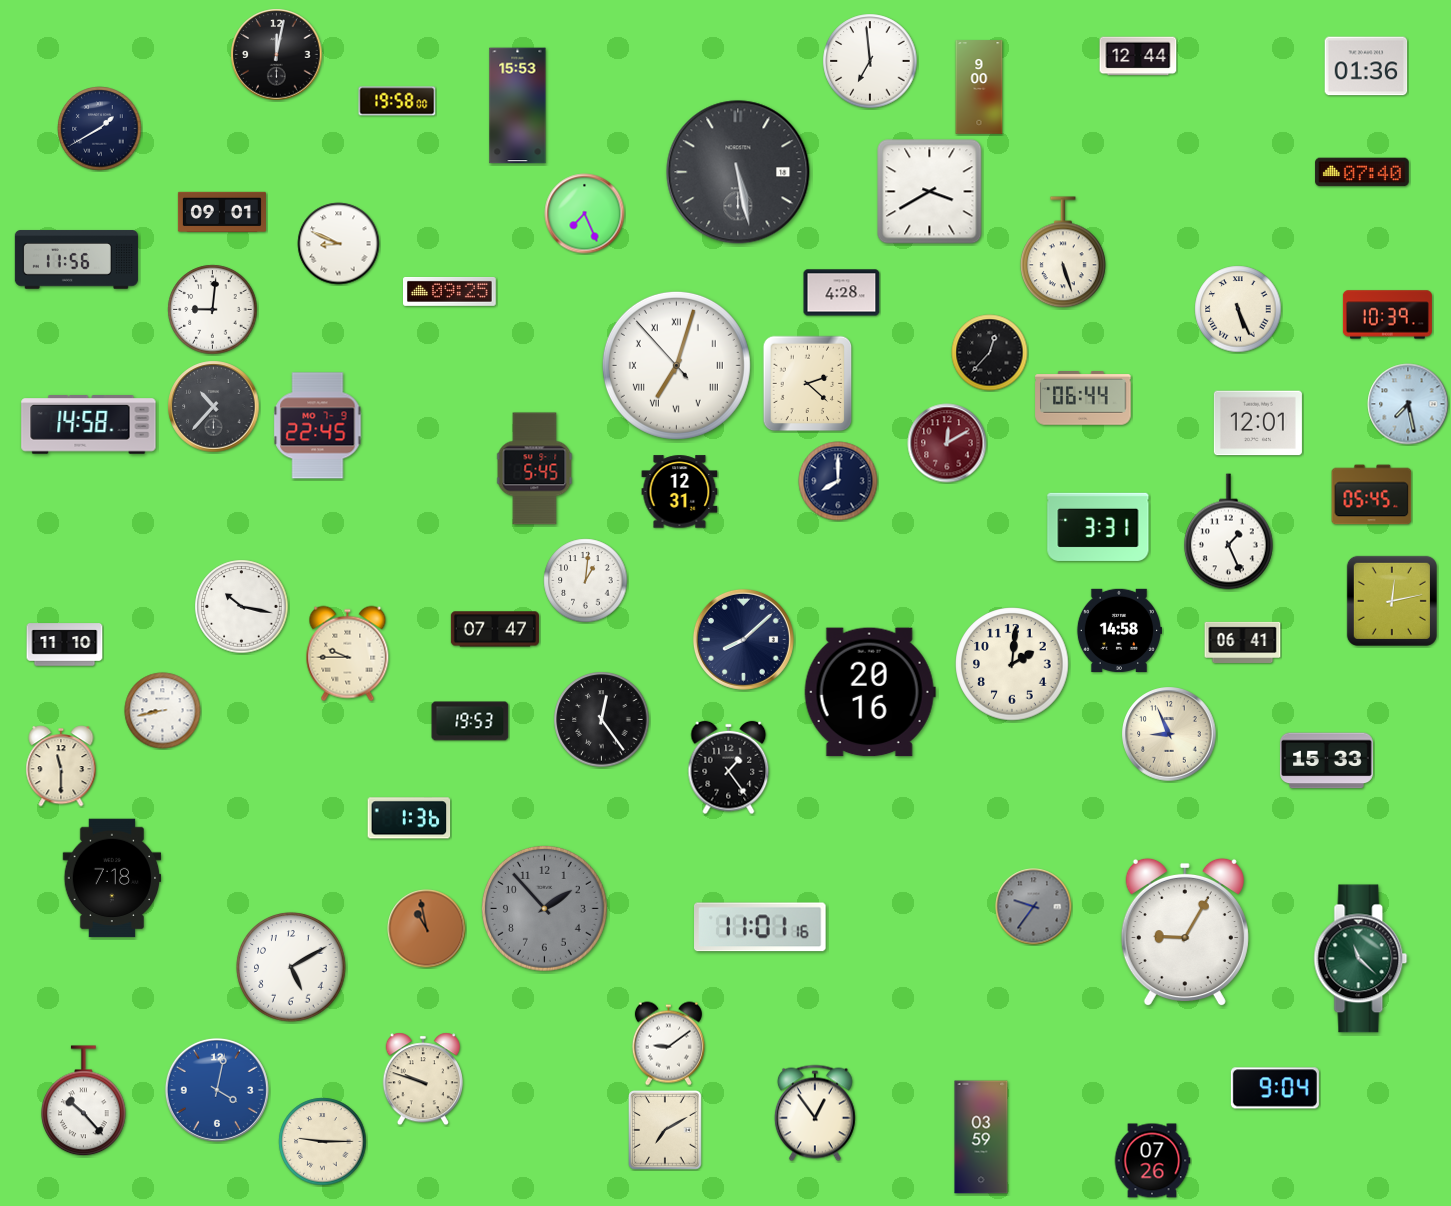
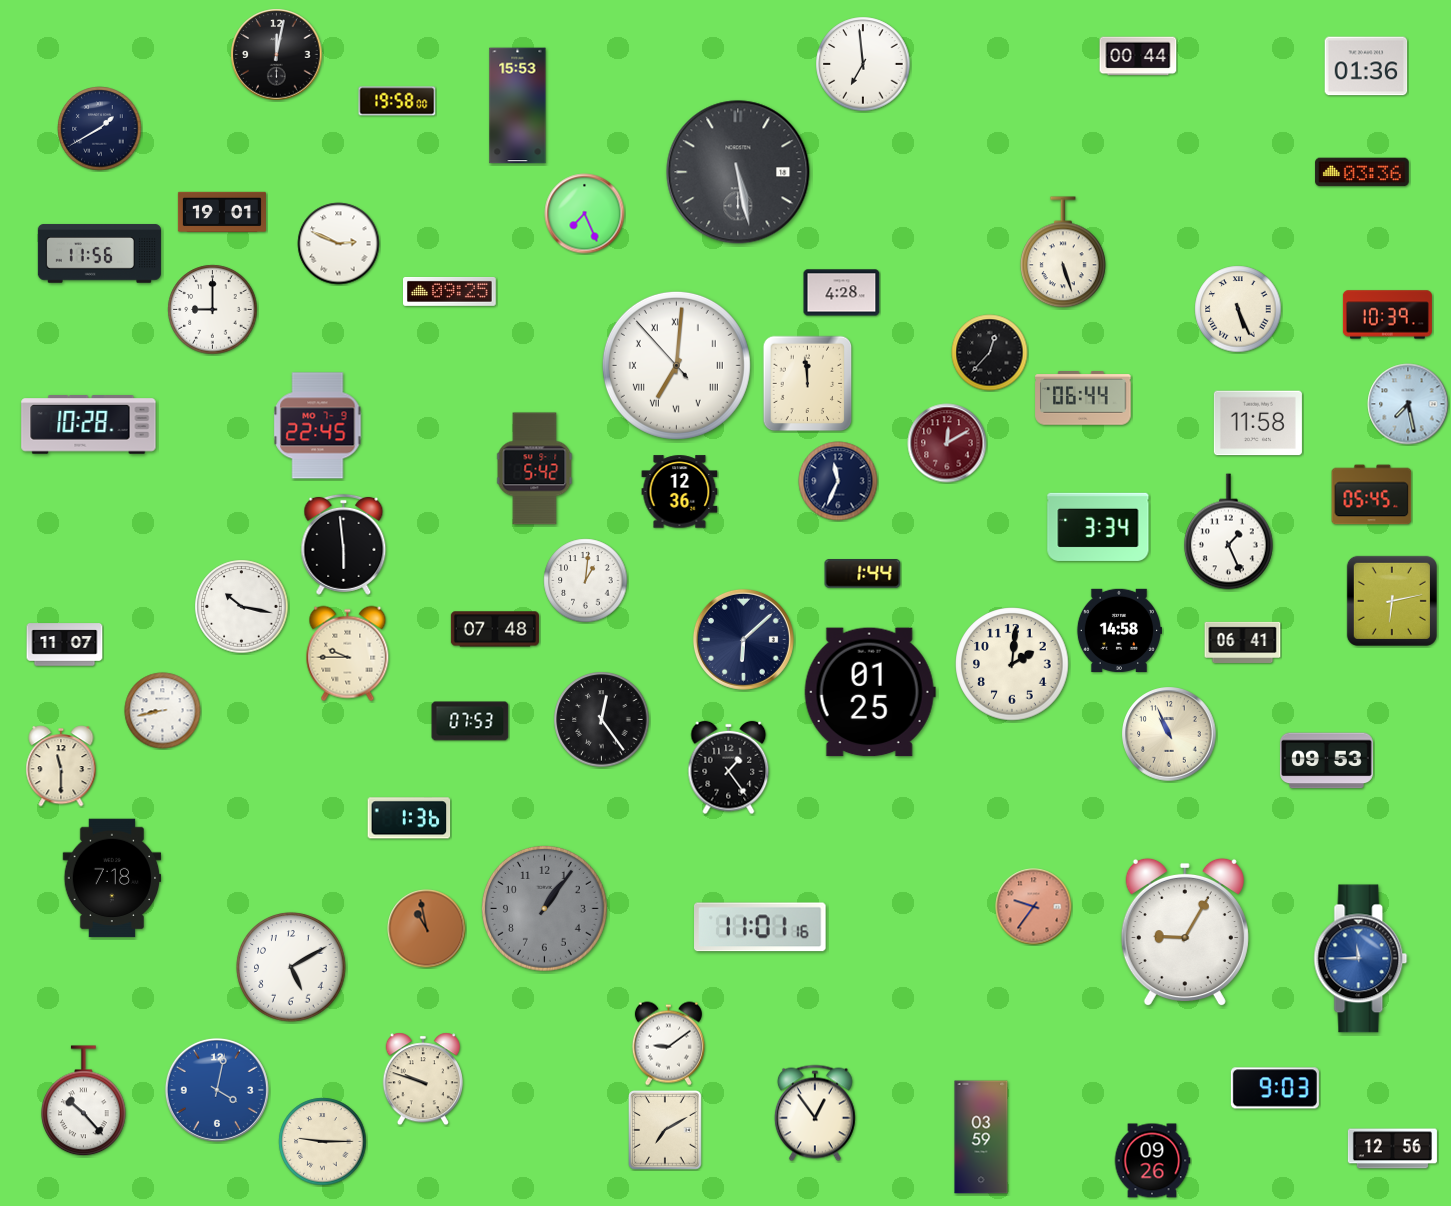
clock at (1138, 56): 12:44 -> 00:44
clock at (870, 61) position: (870, 61) -> (863, 64)
clock at (979, 87): 9:00 -> none
clock at (1362, 172): 07:40 -> 03:36
clock at (930, 192): 3:40 -> none
clock at (222, 212): 09:01 -> 19:01
clock at (339, 244): 8:49 -> 2:49
clock at (76, 260) position: (76, 260) -> (99, 254)
clock at (213, 310): 9:01 -> 9:00
clock at (676, 365): 7:02 -> 7:00
clock at (808, 384): 2:22 -> 11:59
clock at (214, 407): 10:37 -> none
clock at (1258, 423): 12:01 -> 11:58
clock at (89, 425): 14:58 -> 10:28
clock at (535, 469): 5:45 -> 5:42
clock at (838, 481): 8:00 -> 11:34
clock at (680, 492): 12:31 -> 12:36
clock at (1098, 527): 3:31 -> 3:34
clock at (344, 544): none -> 5:59
clock at (863, 574): none -> 1:44
clock at (1392, 601): 12:13 -> 6:13
clock at (495, 629): 07:47 -> 07:48
clock at (743, 639): 8:08 -> 6:08
clock at (65, 645): 11:10 -> 11:07
clock at (870, 692): 20:16 -> 01:25
clock at (470, 721): 19:53 -> 07:53
clock at (1169, 734): 8:56 -> 10:56
clock at (1327, 761): 15:33 -> 09:53
clock at (1034, 907) dial: grey -> salmon
clock at (545, 909): 1:53 -> 1:06
clock at (1361, 959): 11:22 -> 11:45
clock at (1361, 959) dial: green -> blue
clock at (1275, 1088): 9:04 -> 9:03
clock at (1392, 1149): none -> 12:56
clock at (1152, 1161): 07:26 -> 09:26
